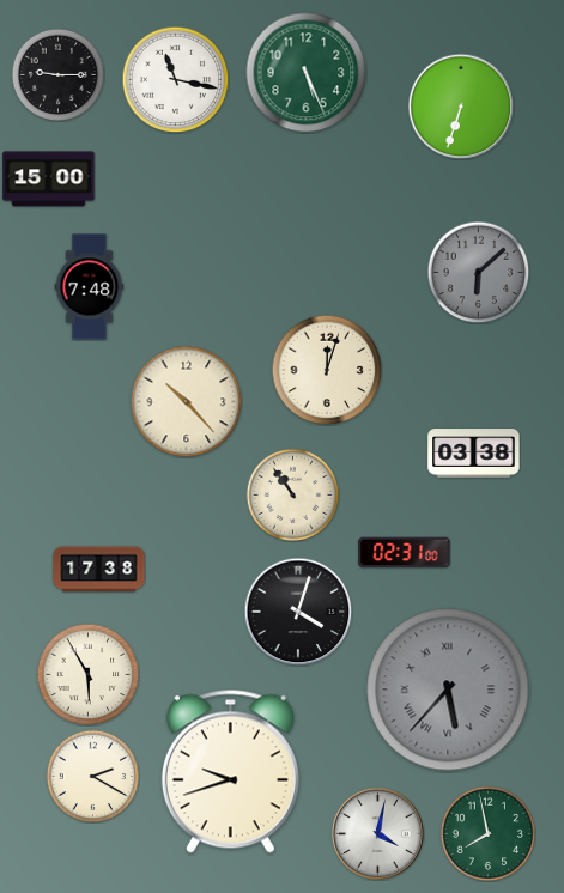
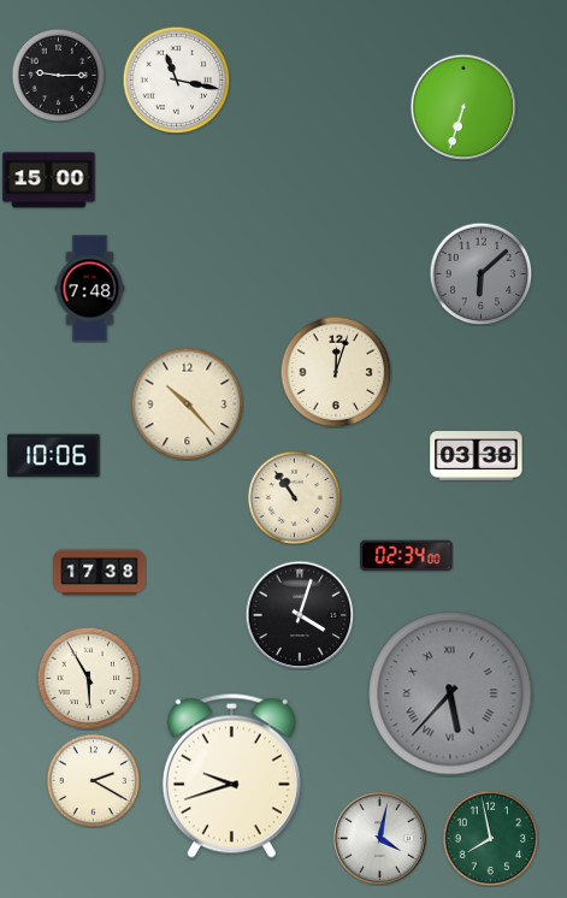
clock at (307, 73): 5:26 -> none
clock at (327, 370) position: (327, 370) -> (336, 372)
clock at (54, 456): none -> 10:06
clock at (405, 553): 02:31 -> 02:34
